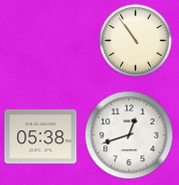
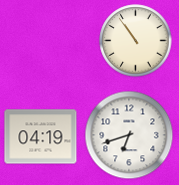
clock at (129, 135): 12:42 -> 6:42
clock at (41, 137): 05:38 -> 04:19
